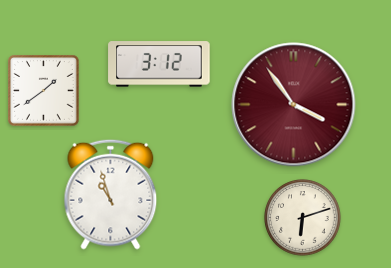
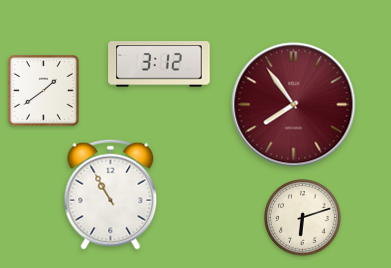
clock at (294, 105): 3:54 -> 7:54
clock at (111, 194): 10:57 -> 10:55
